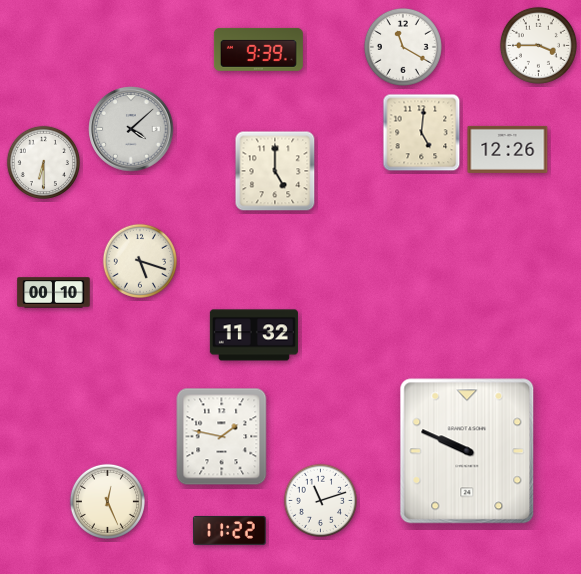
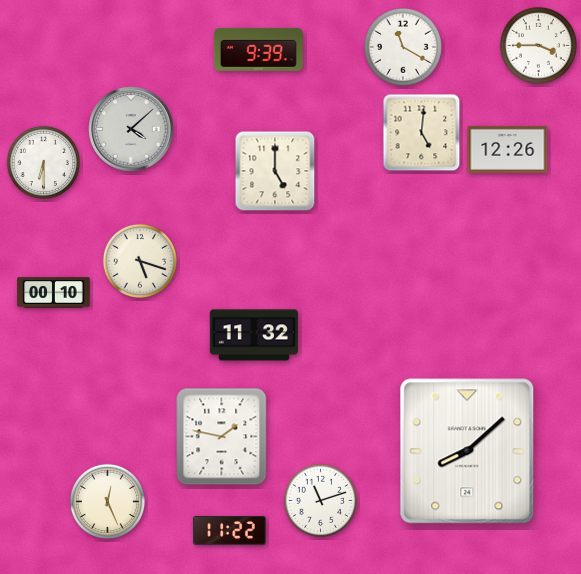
clock at (467, 451): 9:49 -> 8:08
